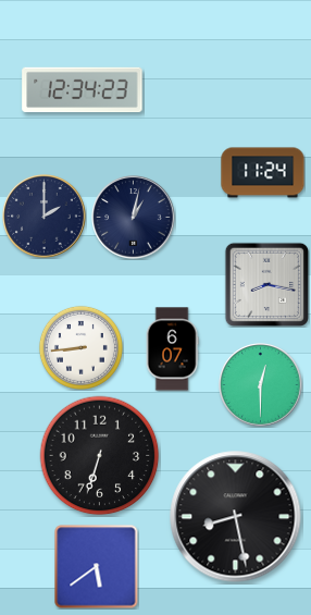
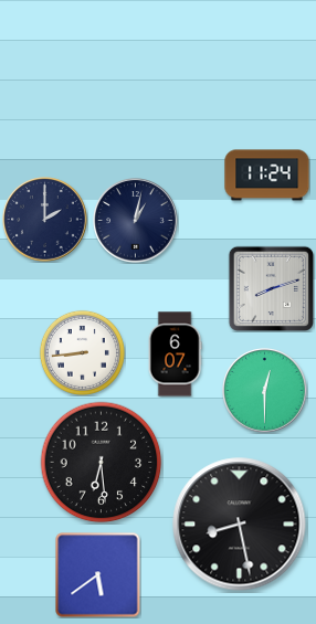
clock at (83, 90): 12:34 -> none
clock at (266, 284): 8:17 -> 8:12
clock at (100, 456): 6:33 -> 6:29
